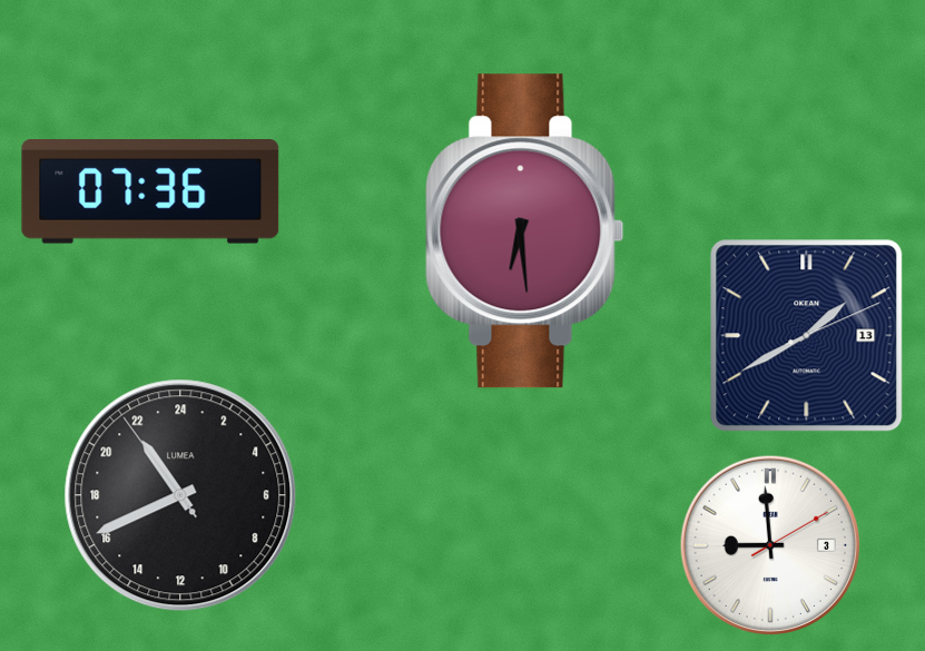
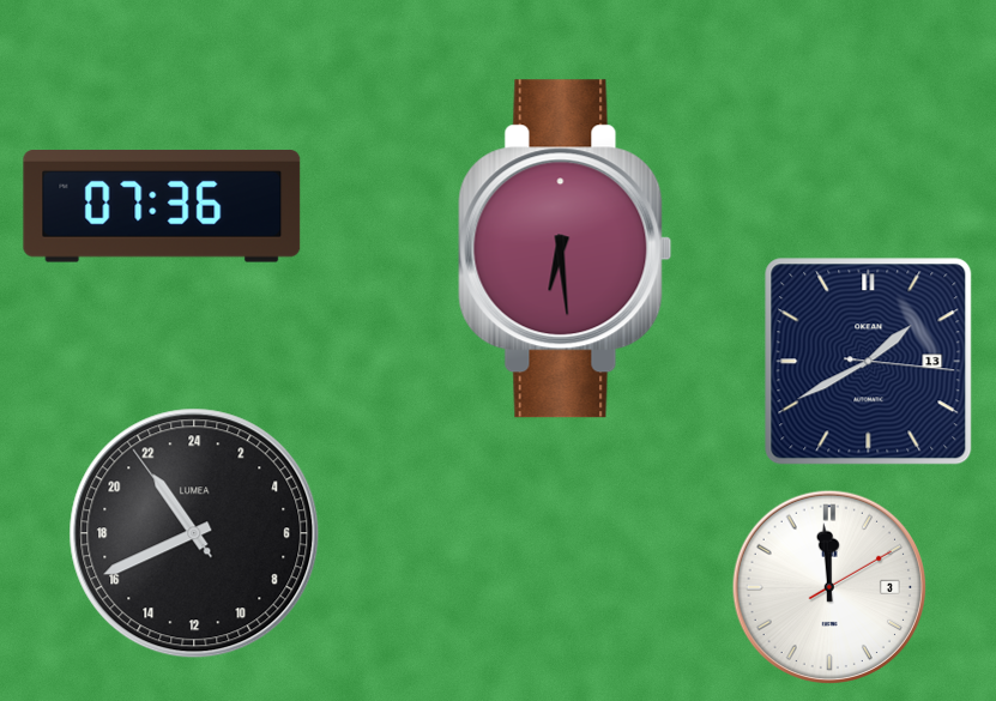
clock at (807, 336): 1:40:11 -> 1:40:16
clock at (769, 544): 8:59 -> 11:59
